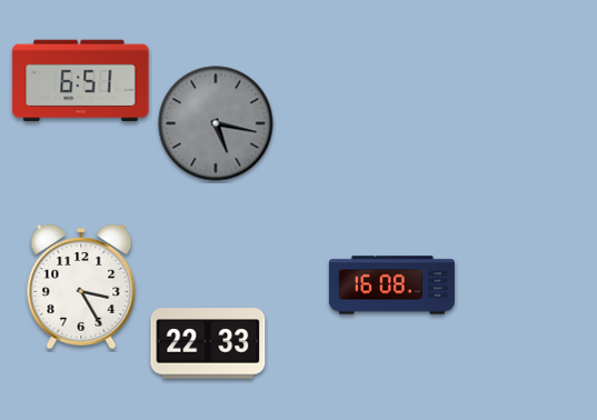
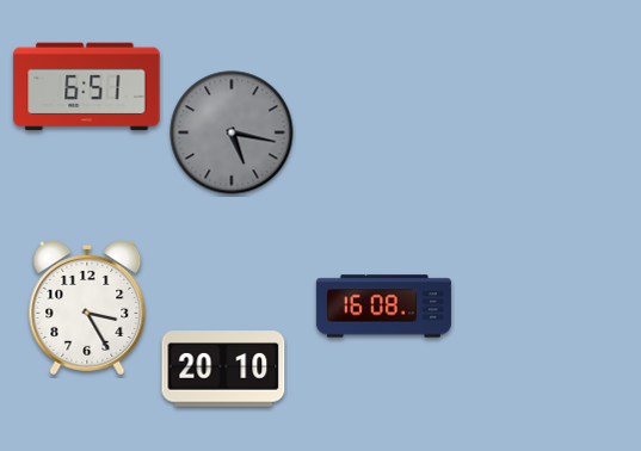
clock at (391, 286) position: (391, 286) -> (383, 307)
clock at (208, 343): 22:33 -> 20:10
